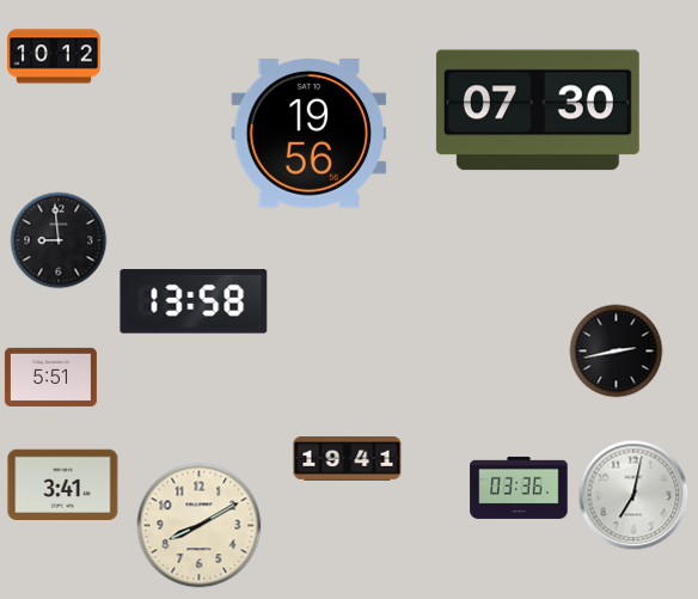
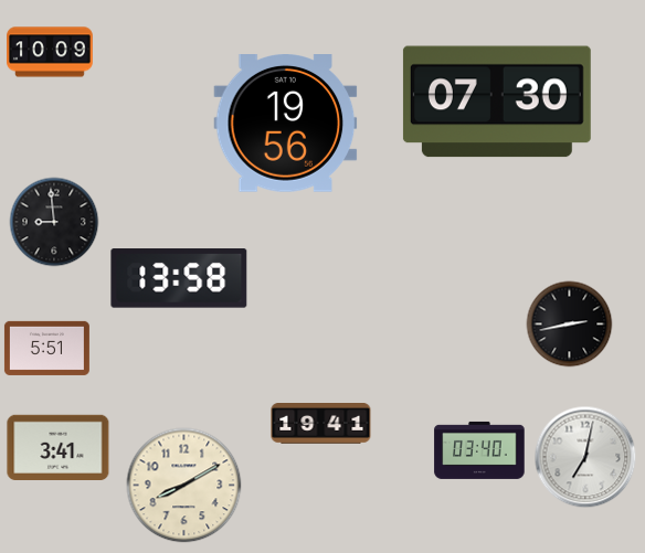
clock at (55, 56): 10:12 -> 10:09
clock at (519, 488): 03:36 -> 03:40
